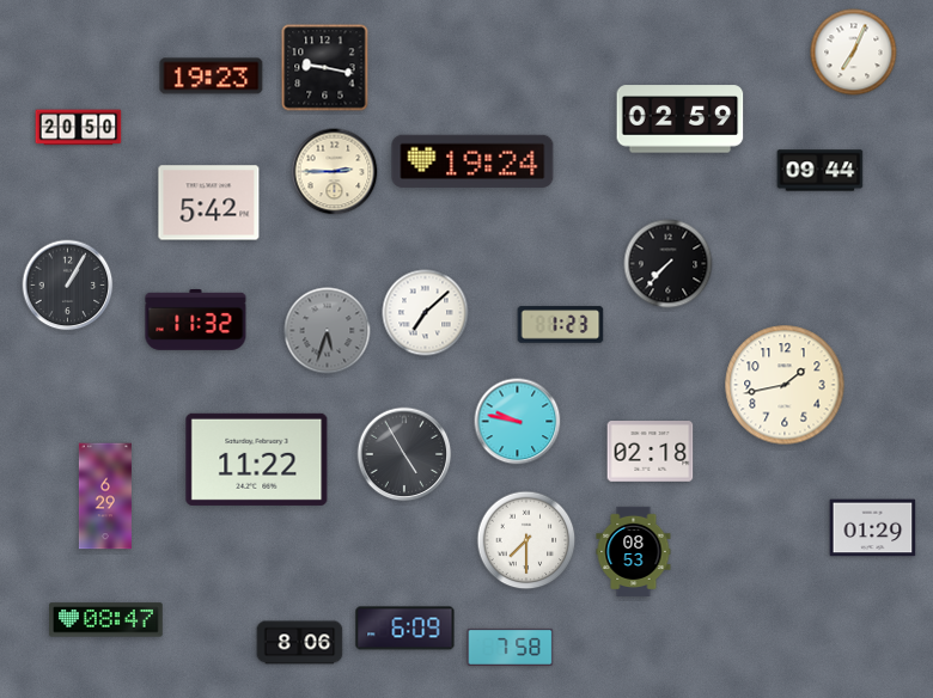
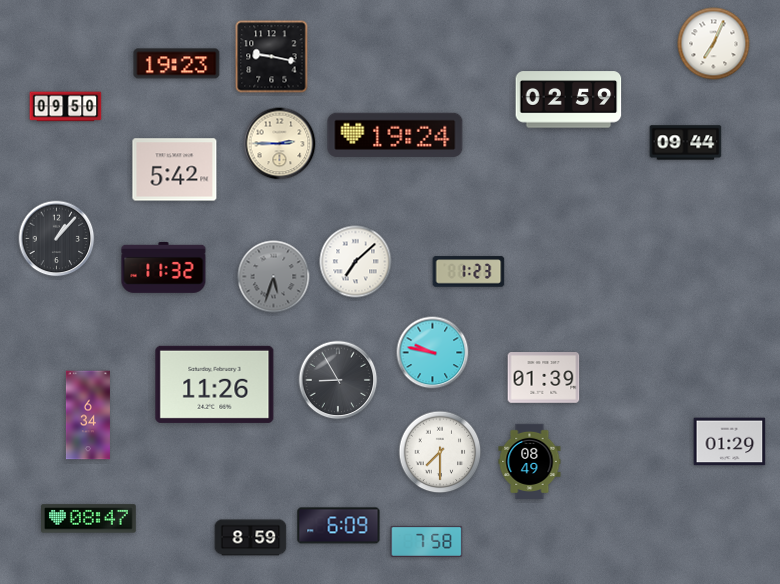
clock at (79, 128): 20:50 -> 09:50
clock at (669, 264): 7:37 -> none
clock at (68, 286): 1:05 -> 1:07
clock at (785, 385): 1:43 -> none
clock at (651, 452): 02:18 -> 01:39
clock at (404, 454): 4:55 -> 8:55
clock at (257, 459): 11:22 -> 11:26
clock at (105, 496): 6:29 -> 6:34
clock at (634, 551): 08:53 -> 08:49
clock at (300, 643): 8:06 -> 8:59
